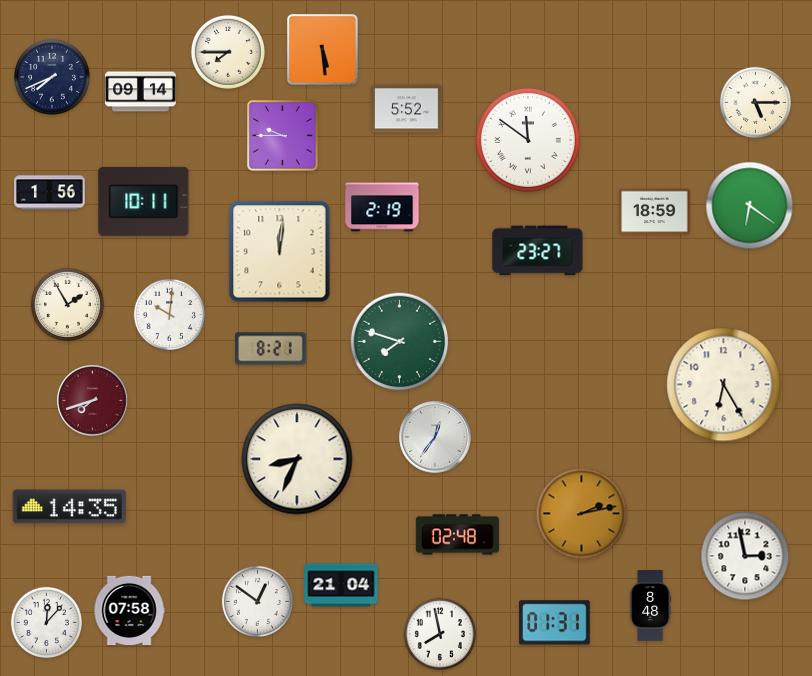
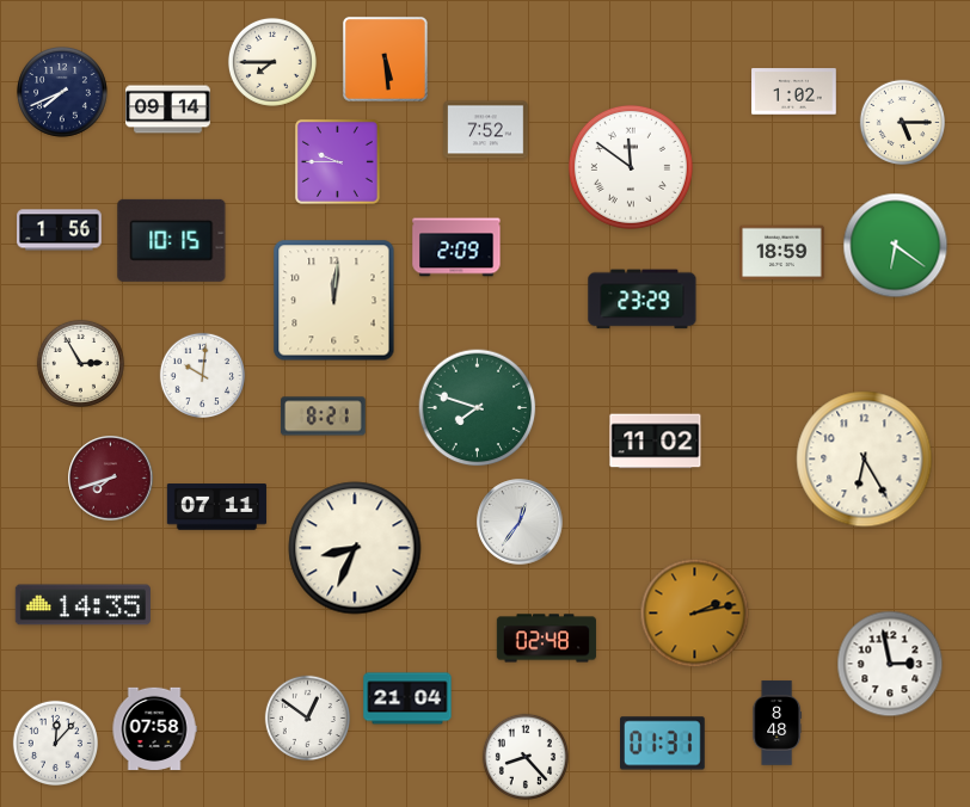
clock at (794, 92): none -> 1:02
clock at (407, 109): 5:52 -> 7:52
clock at (144, 201): 10:11 -> 10:15
clock at (382, 207): 2:19 -> 2:09
clock at (538, 251): 23:27 -> 23:29
clock at (67, 304): 1:55 -> 2:55
clock at (656, 442): none -> 11:02
clock at (216, 507): none -> 07:11
clock at (440, 634): 7:58 -> 8:23
